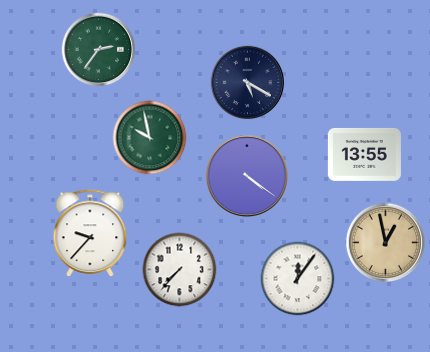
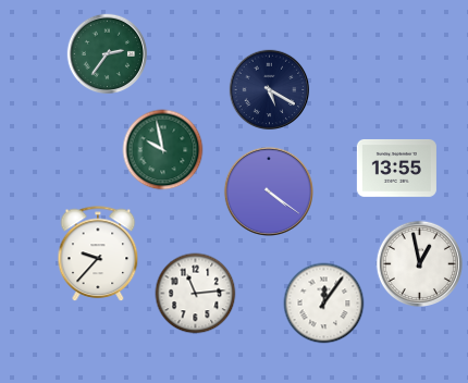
clock at (385, 242) dial: champagne -> white
clock at (180, 270): 7:37 -> 11:14
